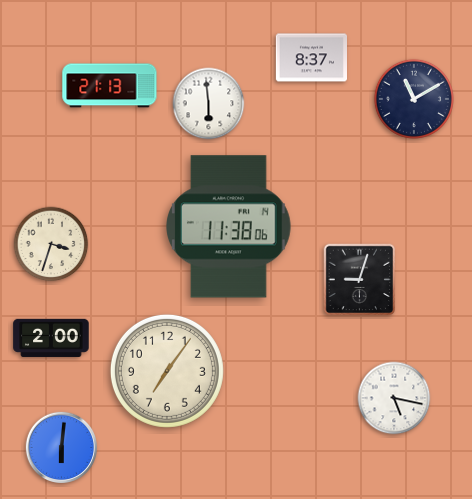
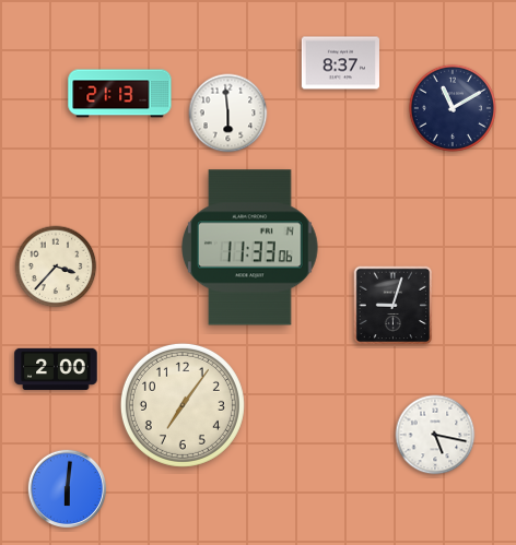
clock at (229, 227): 11:38 -> 11:33
clock at (51, 244): 3:33 -> 3:37
clock at (394, 398) position: (394, 398) -> (435, 435)
